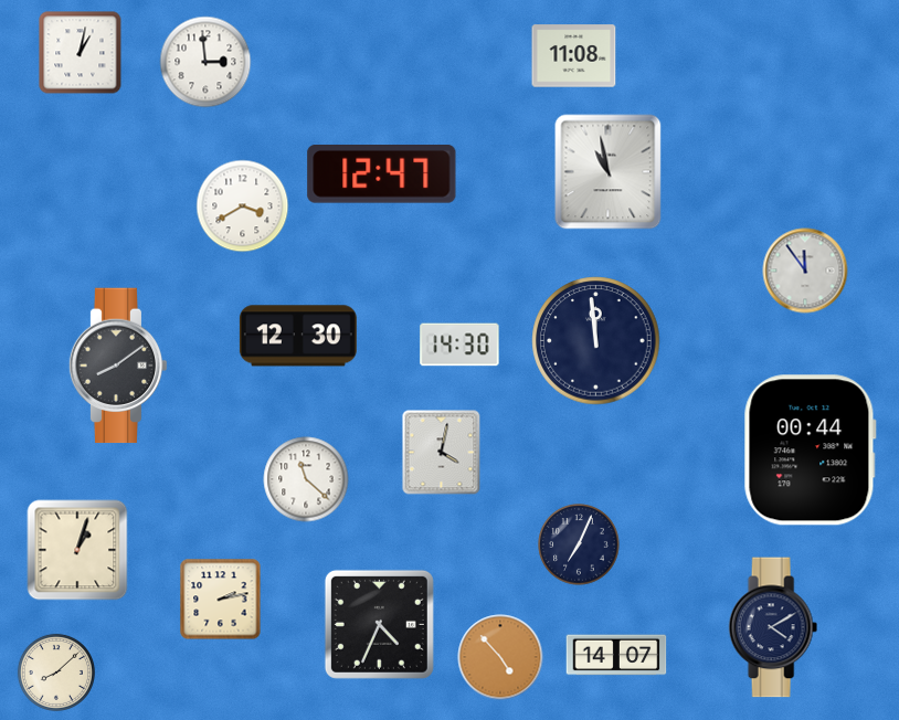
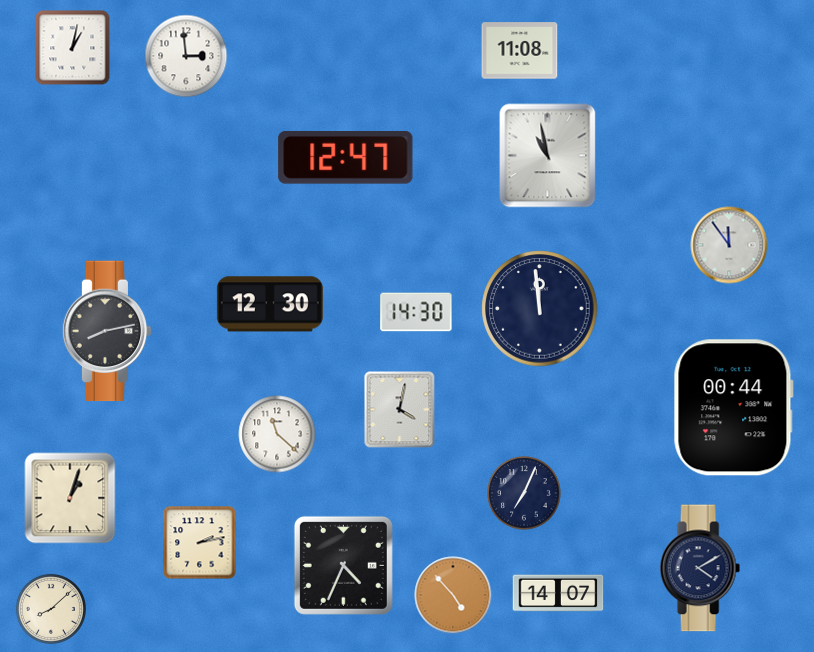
clock at (609, 172) position: (609, 172) -> (548, 156)
clock at (243, 207): 3:40 -> none
clock at (118, 366): 8:09 -> 8:13
